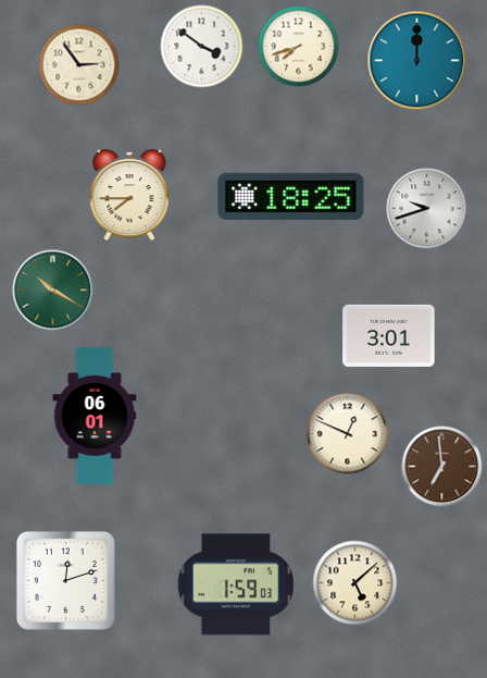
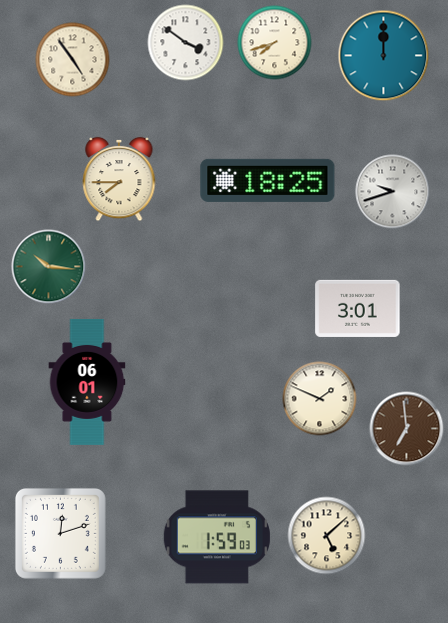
clock at (79, 65): 2:54 -> 4:54
clock at (53, 291): 10:20 -> 10:16
clock at (348, 434): 12:49 -> 1:49
